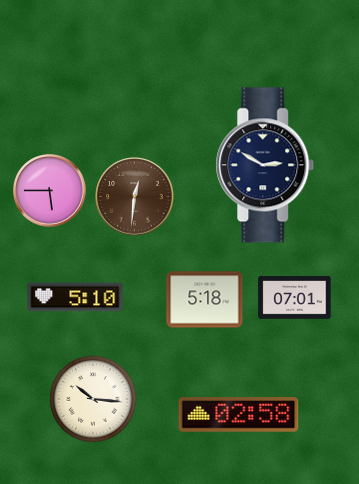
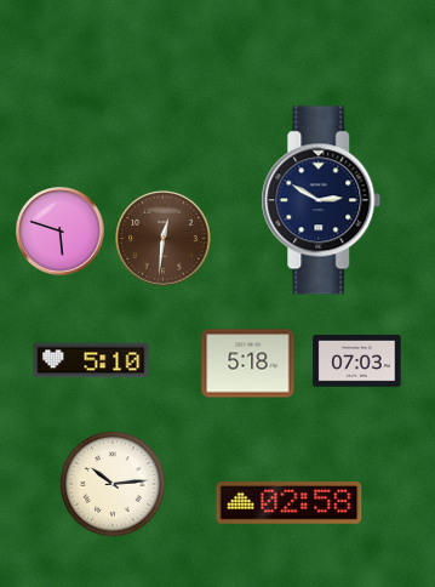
clock at (50, 191): 5:45 -> 5:48
clock at (295, 298): 07:01 -> 07:03
clock at (93, 399): 10:16 -> 10:14
